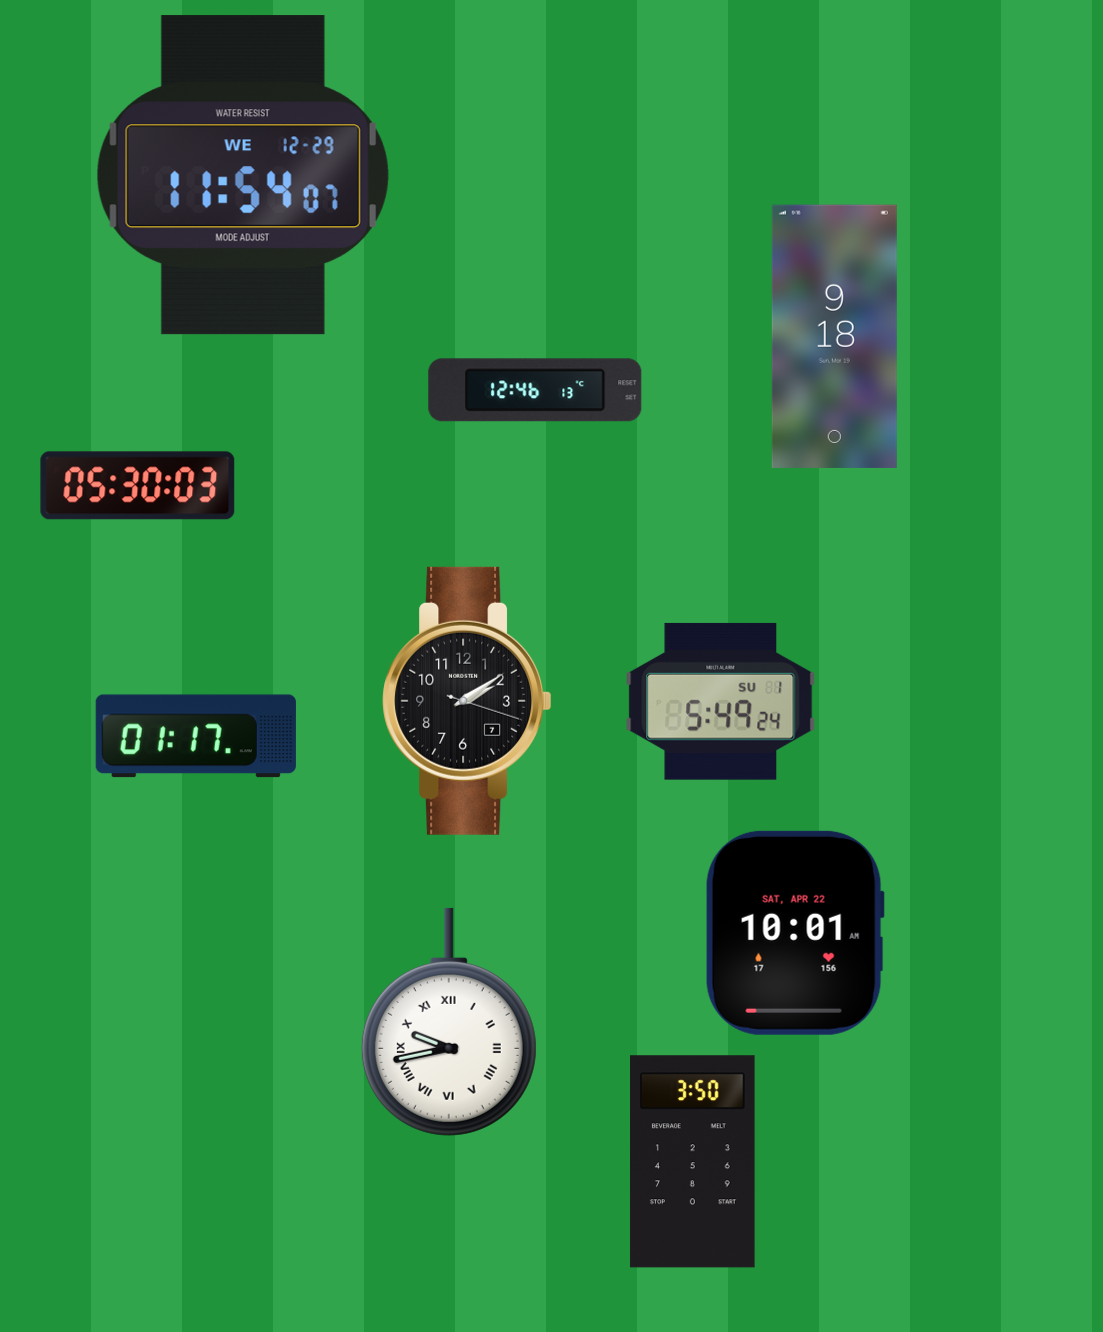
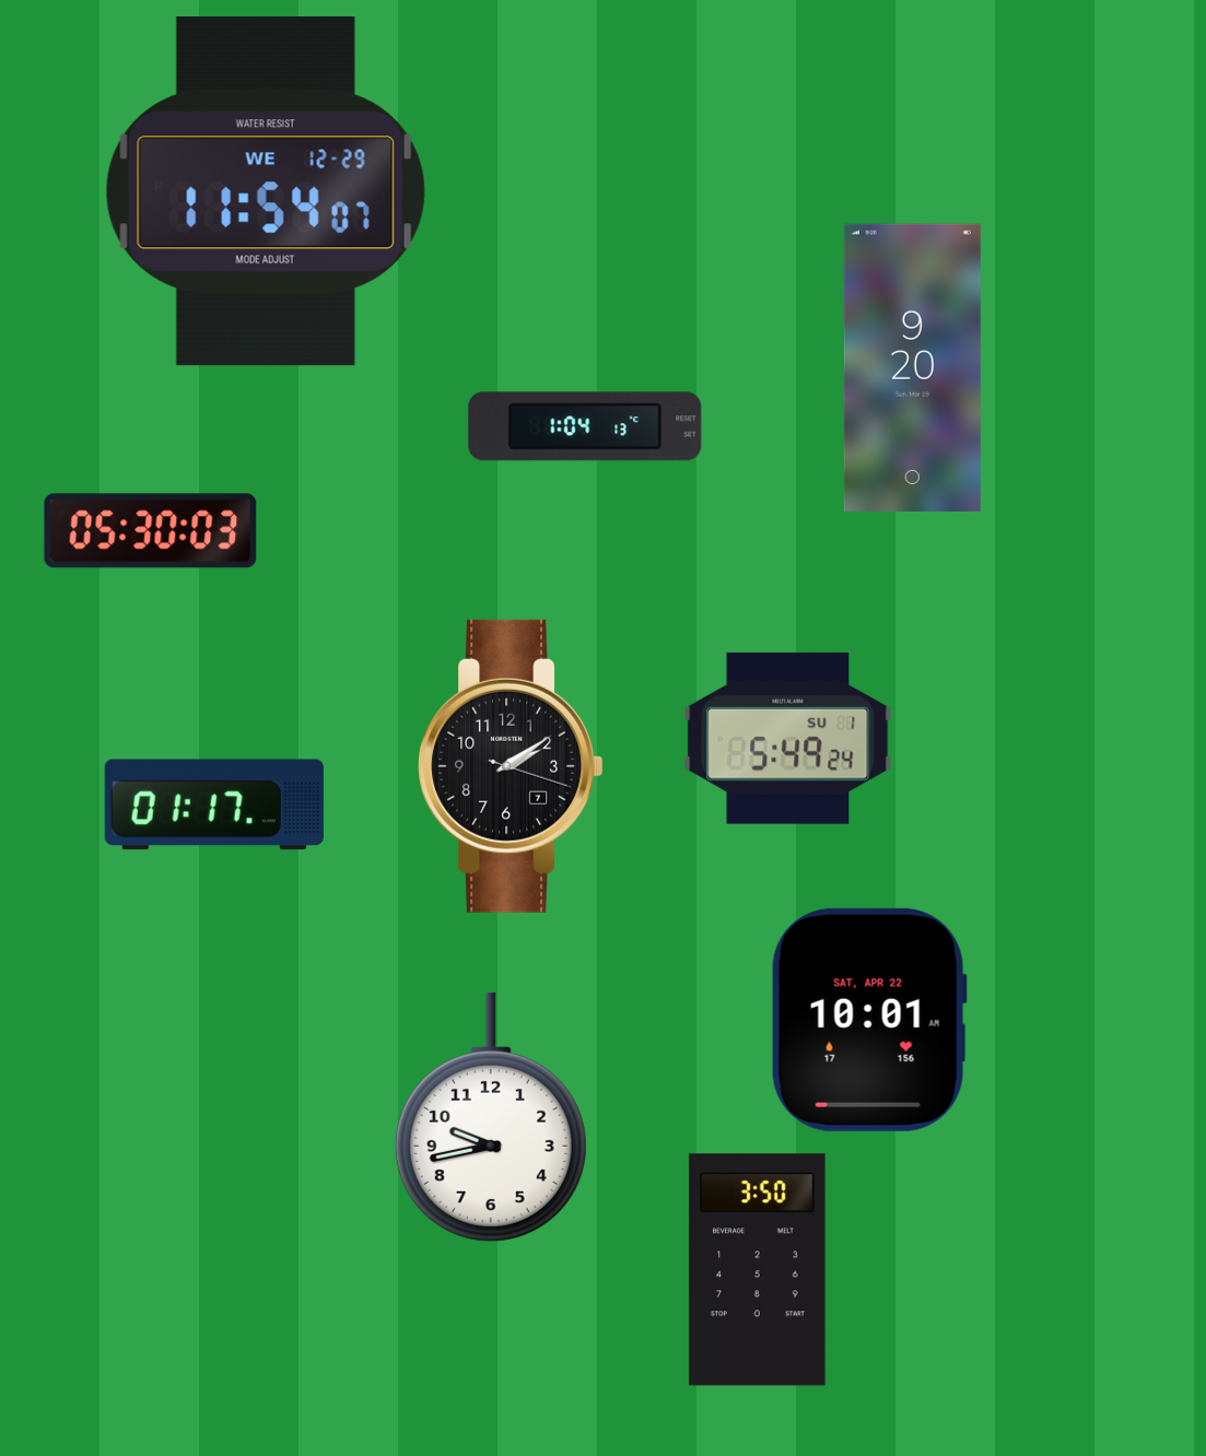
clock at (834, 336): 9:18 -> 9:20
clock at (535, 390): 12:46 -> 1:04
clock at (721, 701) position: (721, 701) -> (788, 738)
clock at (449, 1022) numerals: Roman -> Arabic
